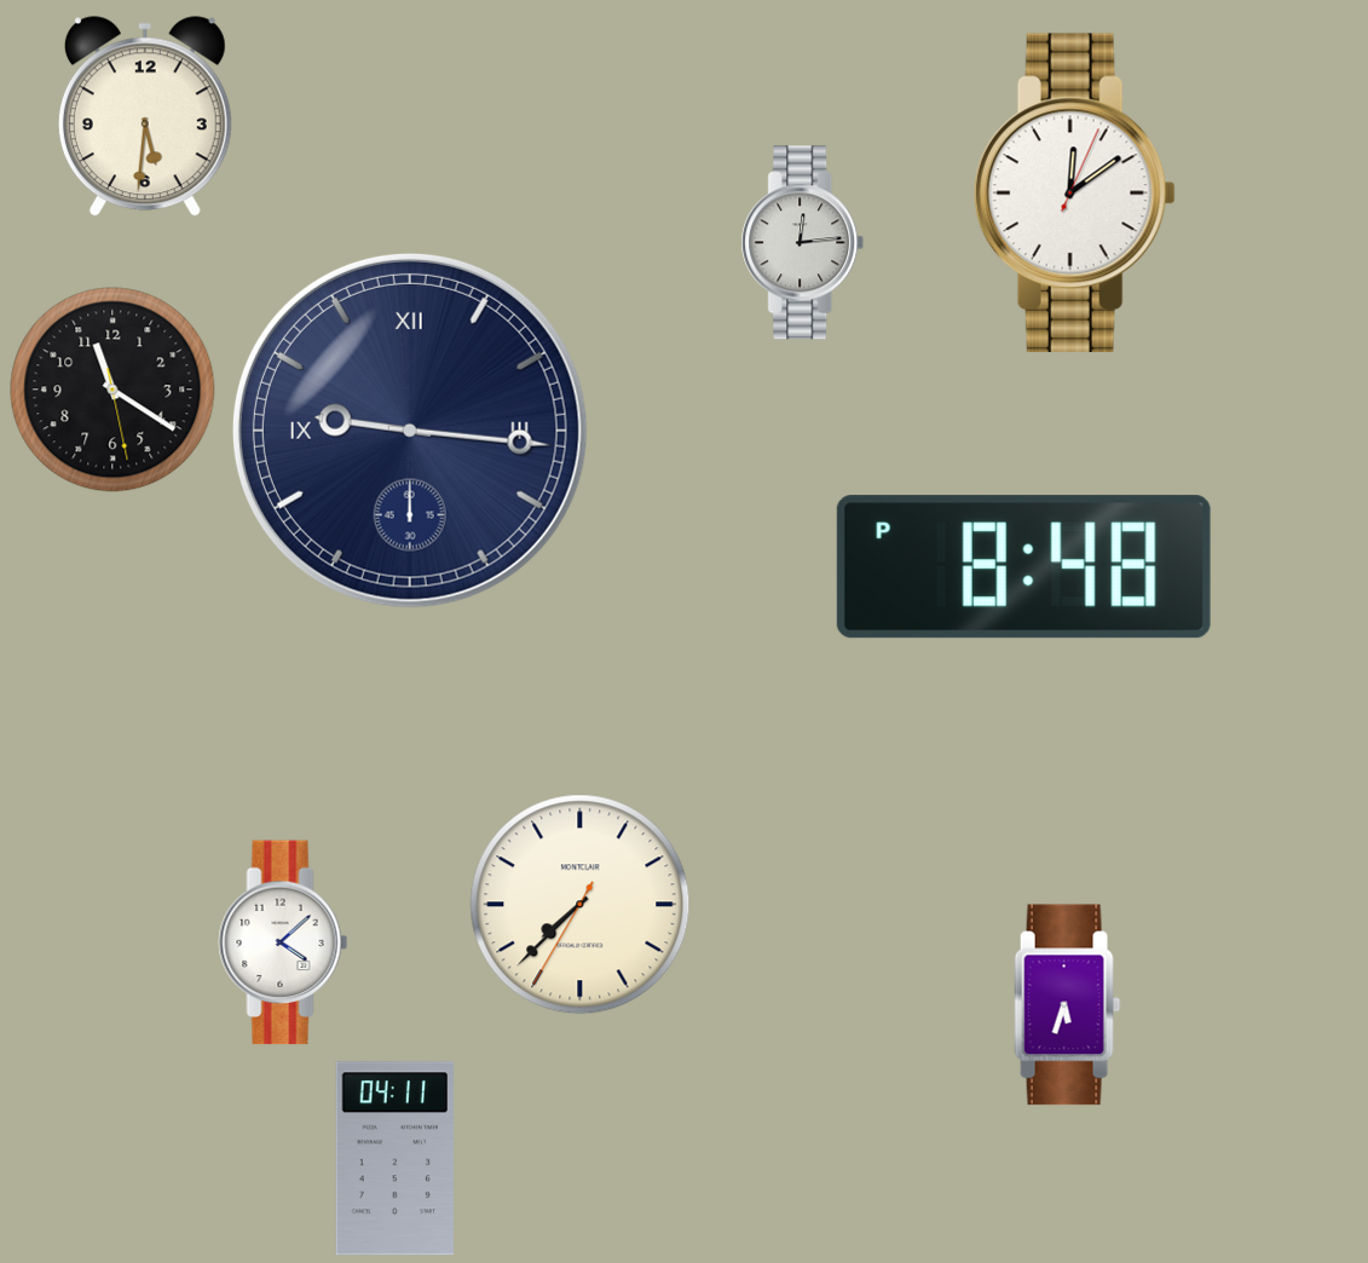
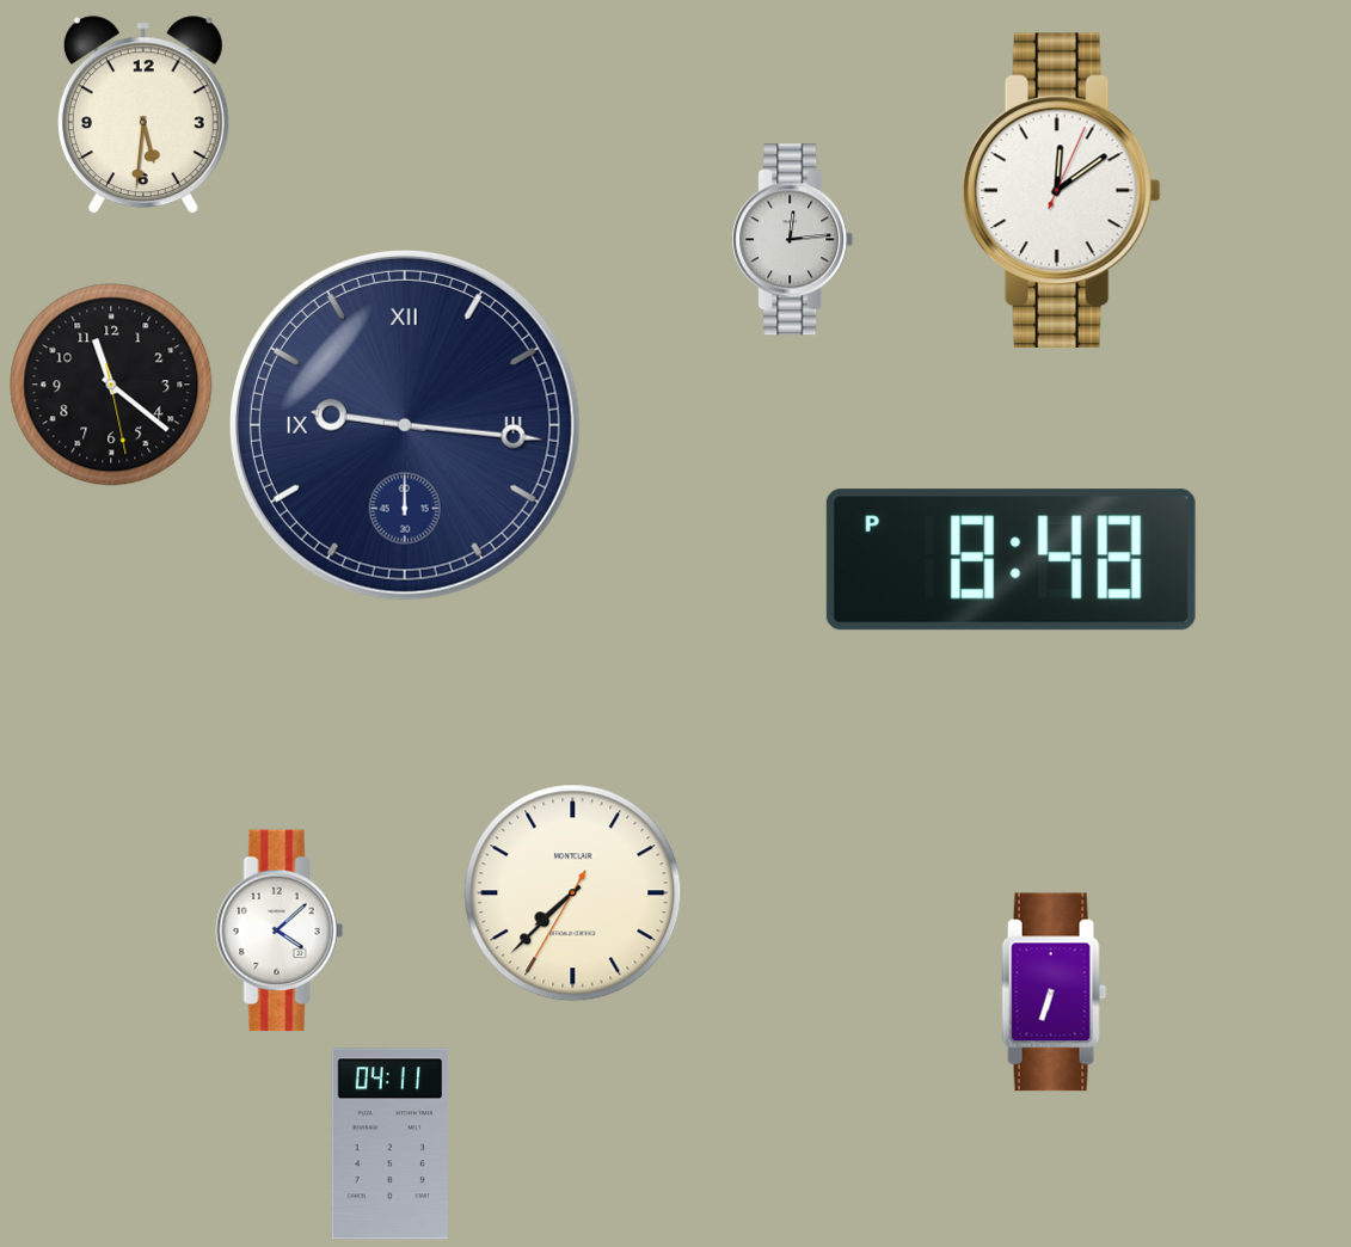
clock at (112, 390): 11:20 -> 11:21
clock at (1068, 1005): 5:33 -> 6:33
